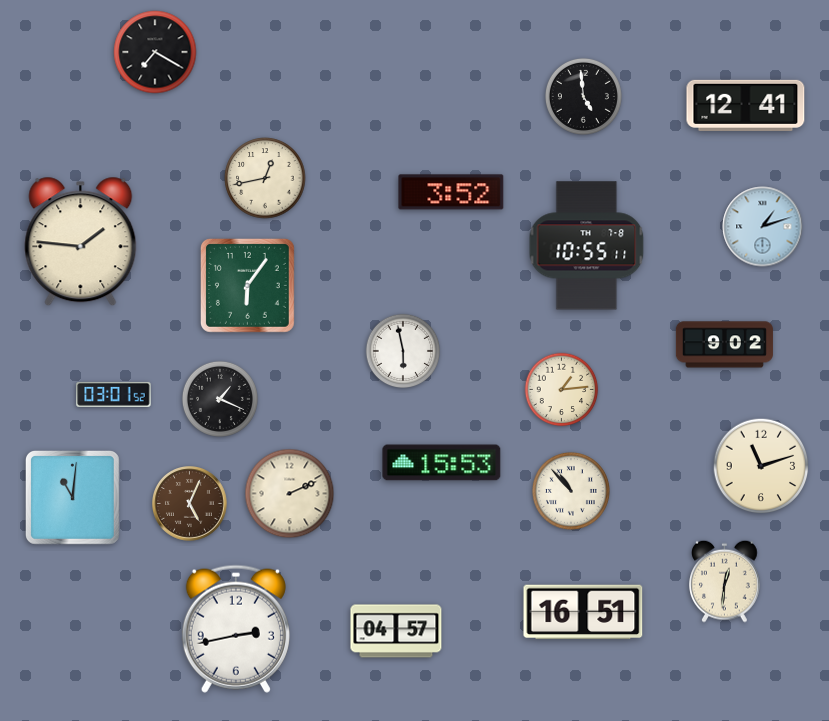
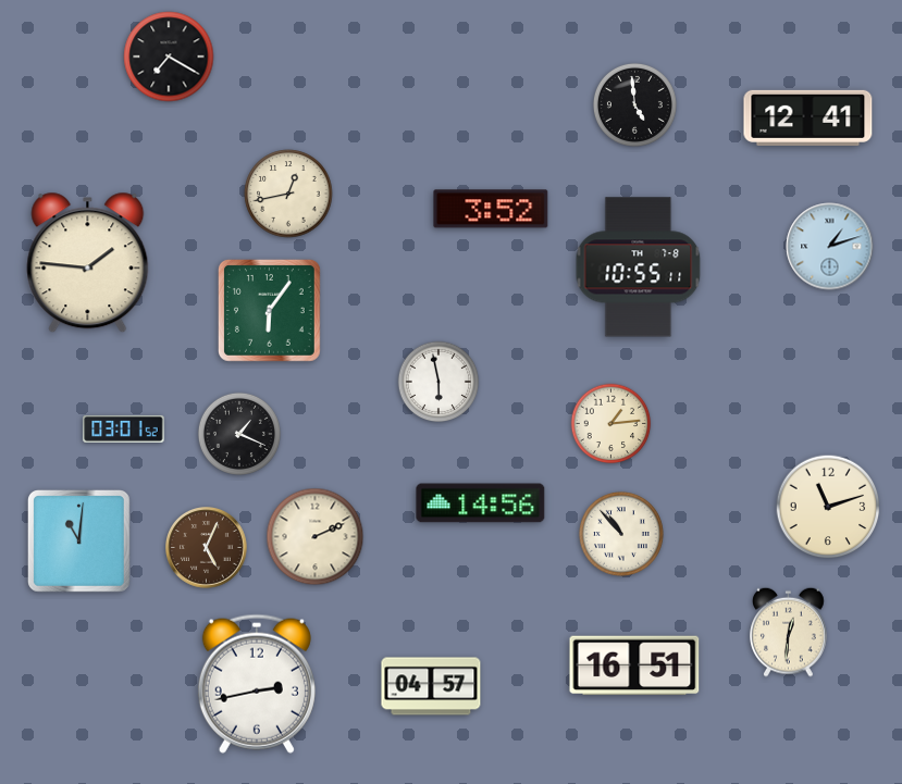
clock at (746, 105) position: (746, 105) -> (808, 117)
clock at (724, 345): 9:02 -> none
clock at (442, 463): 15:53 -> 14:56
